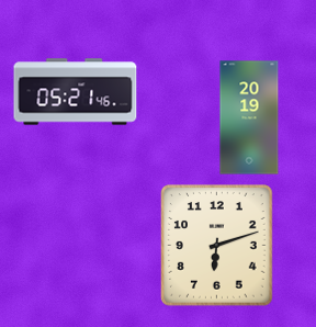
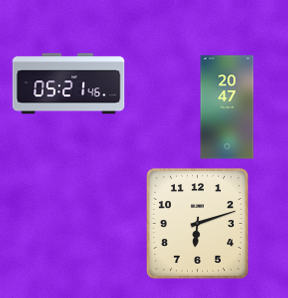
clock at (249, 117): 20:19 -> 20:47
